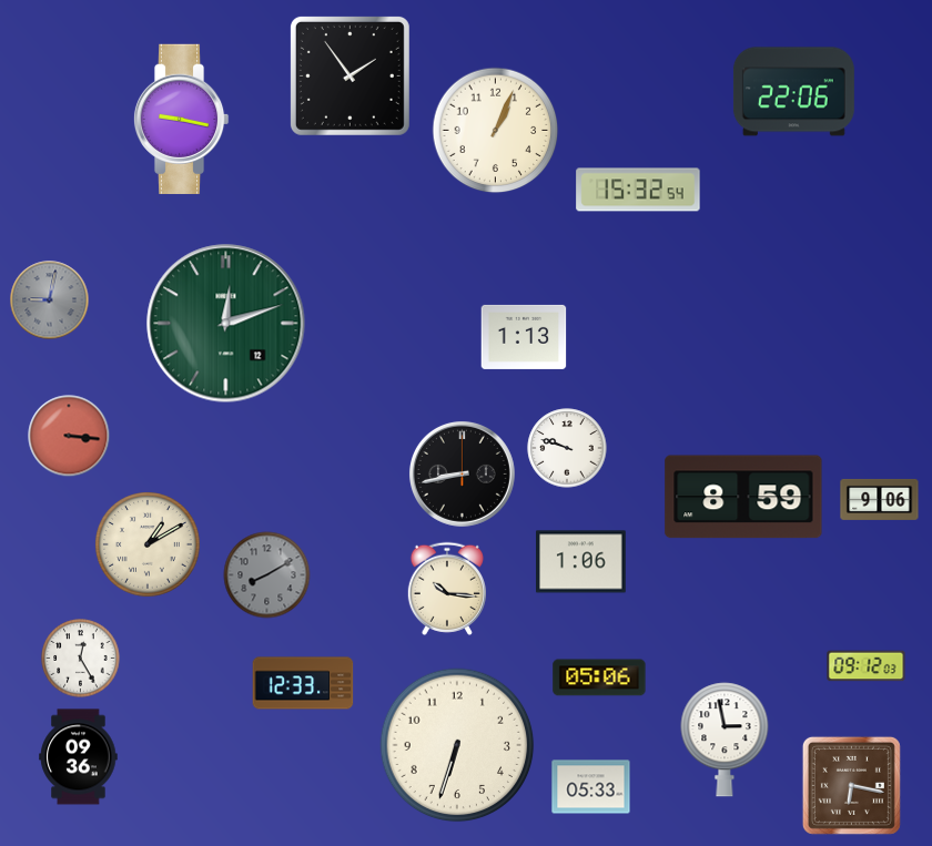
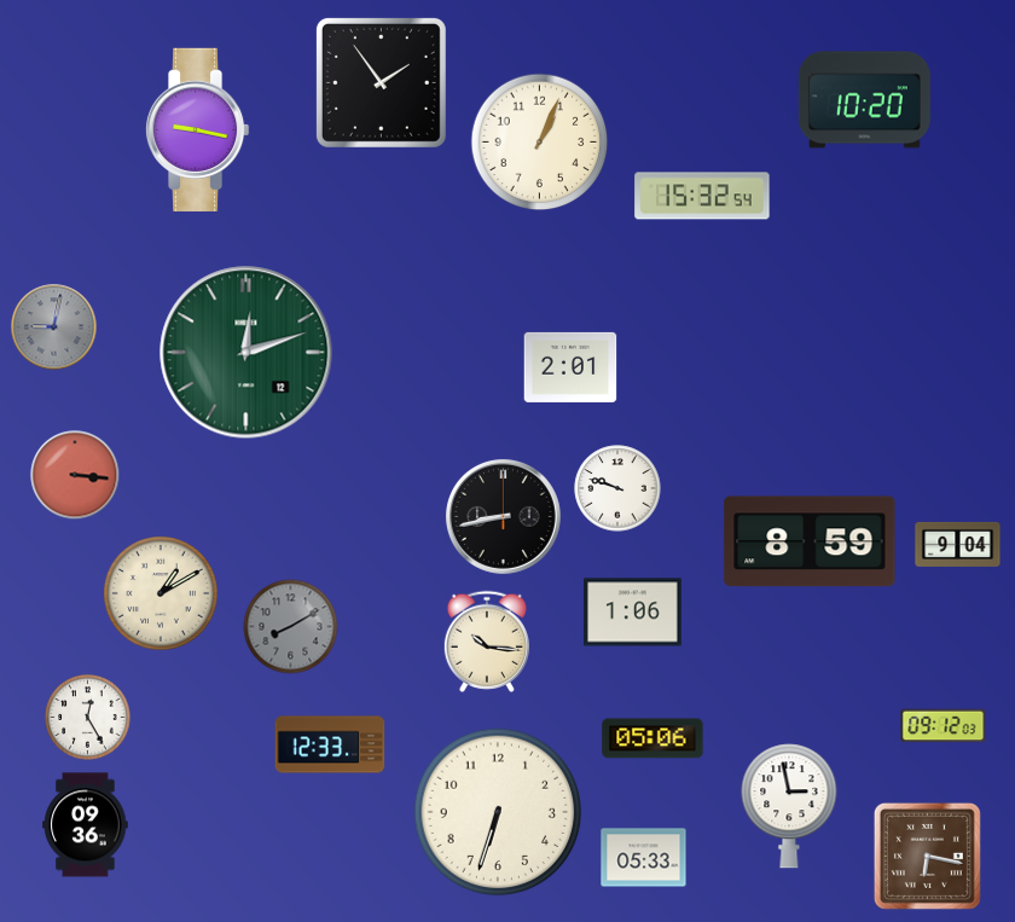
clock at (793, 92): 22:06 -> 10:20
clock at (638, 190) position: (638, 190) -> (702, 196)
clock at (524, 337): 1:13 -> 2:01
clock at (880, 499): 9:06 -> 9:04
